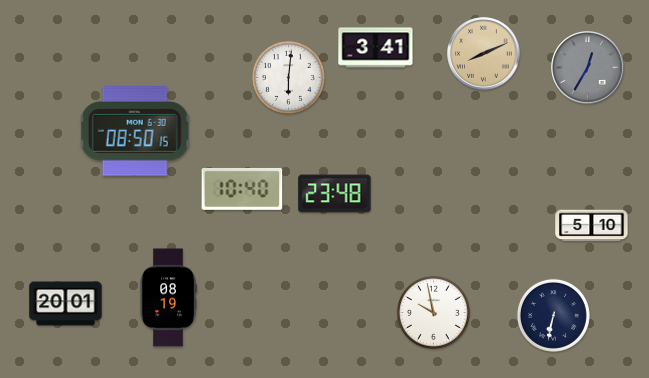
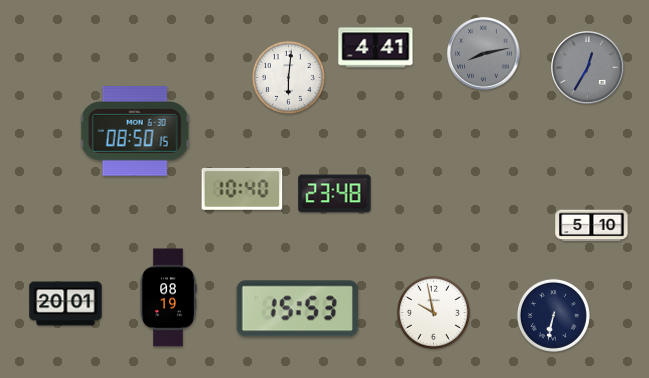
clock at (376, 48): 3:41 -> 4:41
clock at (484, 54): 8:11 -> 8:13
clock at (484, 54) dial: champagne -> grey
clock at (297, 309): none -> 15:53
